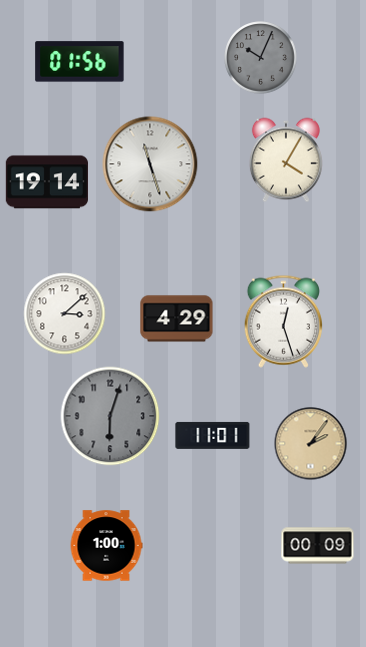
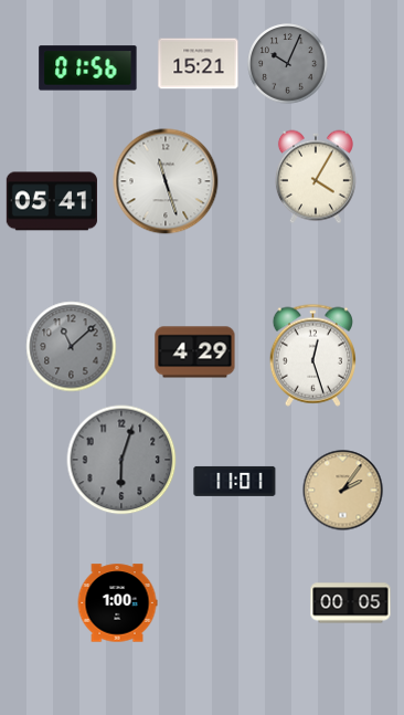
clock at (199, 64): none -> 15:21
clock at (47, 182): 19:14 -> 05:41
clock at (65, 314): 3:08 -> 11:08
clock at (65, 314) dial: white -> grey
clock at (318, 546): 00:09 -> 00:05
